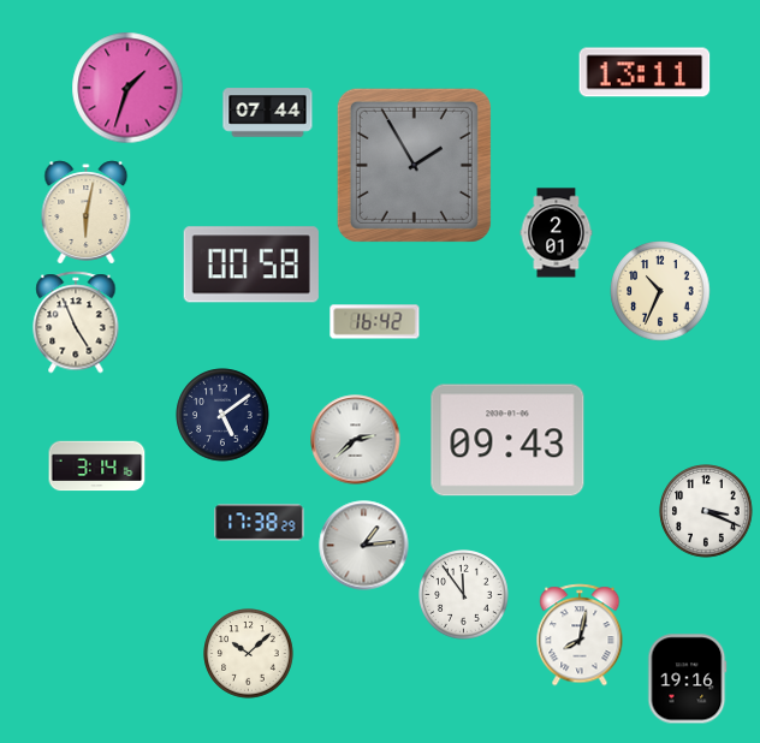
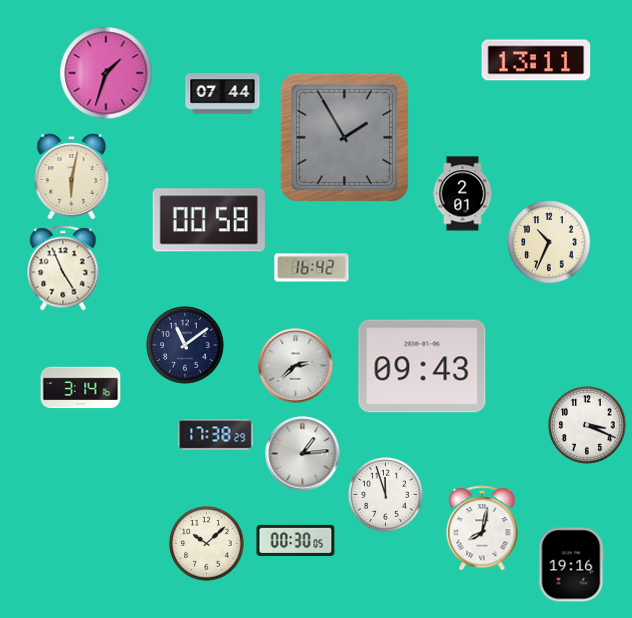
clock at (222, 415): 5:09 -> 11:09
clock at (464, 595): 11:54 -> 11:57
clock at (296, 540): none -> 00:30
